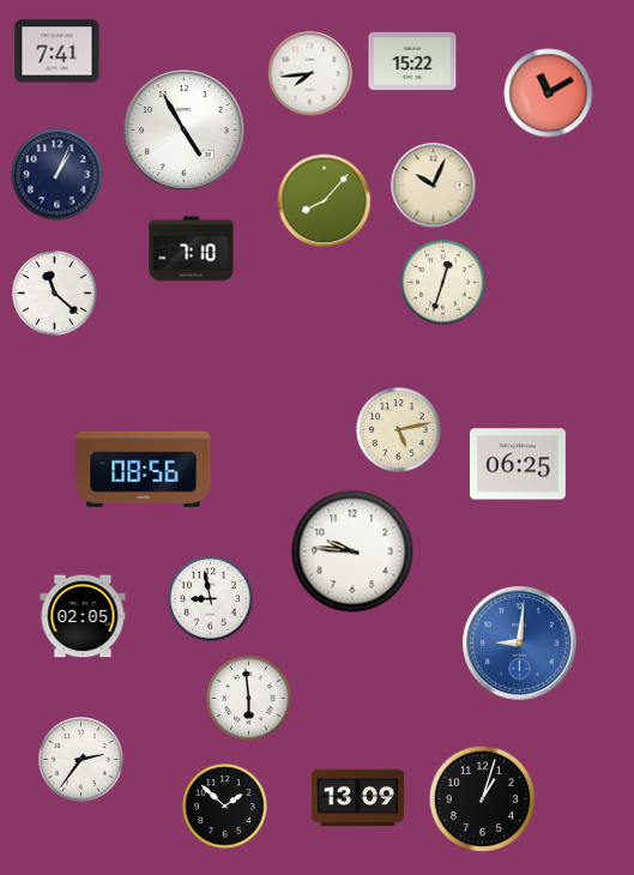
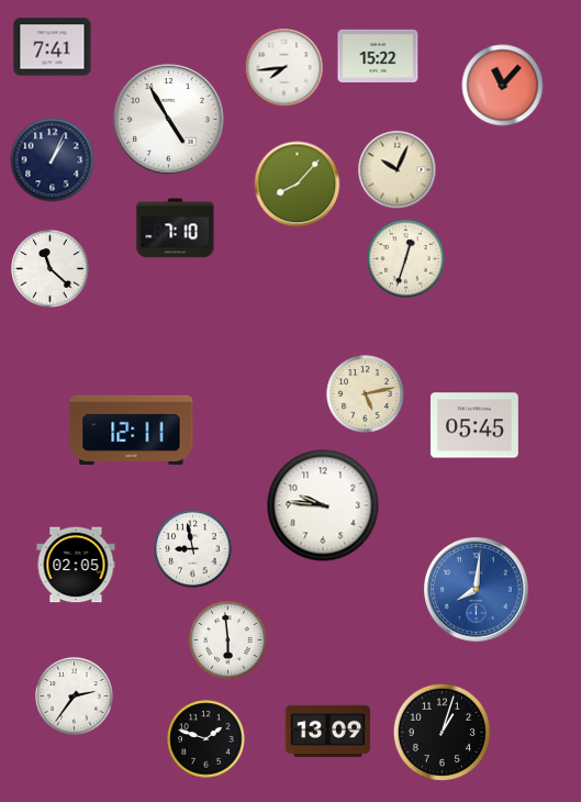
clock at (549, 93): 11:10 -> 11:07
clock at (518, 464): 06:25 -> 05:45
clock at (144, 469): 08:56 -> 12:11
clock at (520, 644): 9:01 -> 8:01
clock at (225, 807): 1:52 -> 1:48
